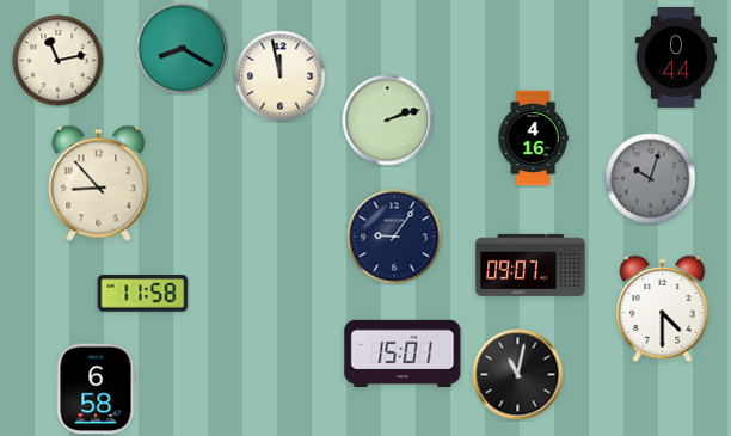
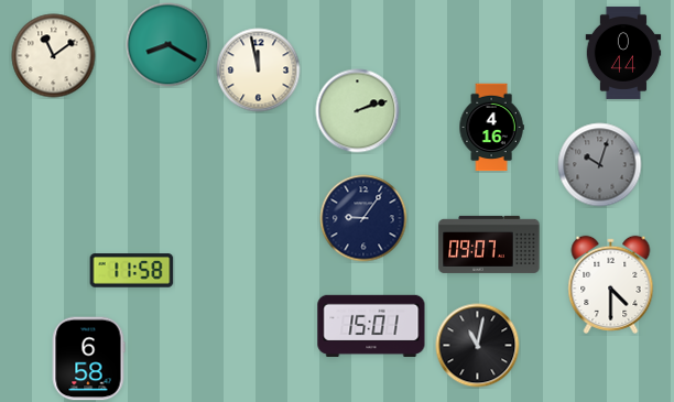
clock at (59, 61): 11:13 -> 11:09
clock at (99, 183): 8:53 -> none
